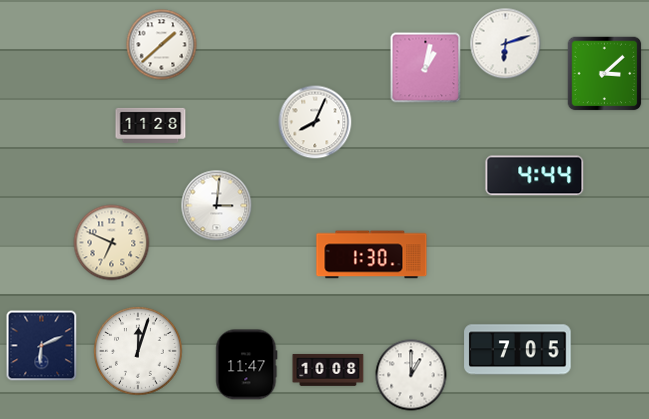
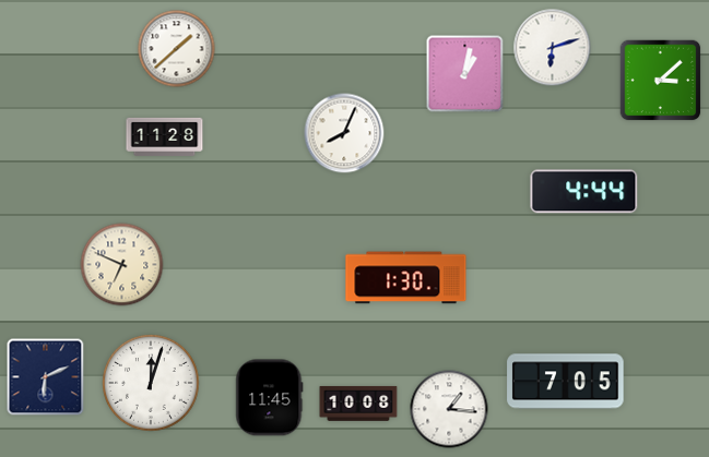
clock at (217, 206): 3:01 -> none
clock at (247, 365): 11:47 -> 11:45
clock at (411, 375): 1:00 -> 1:16
